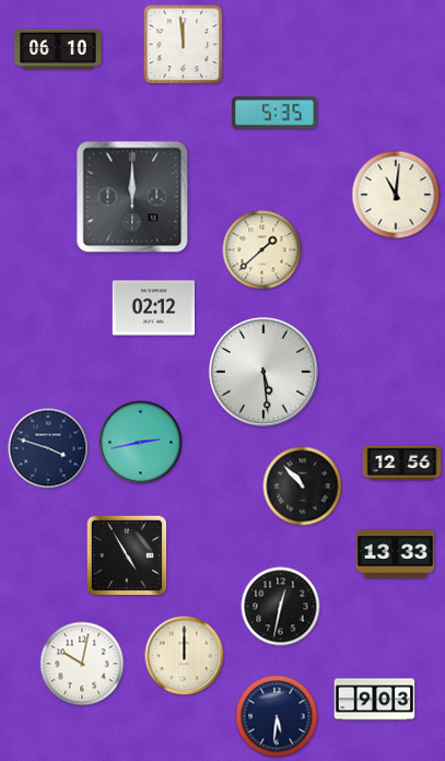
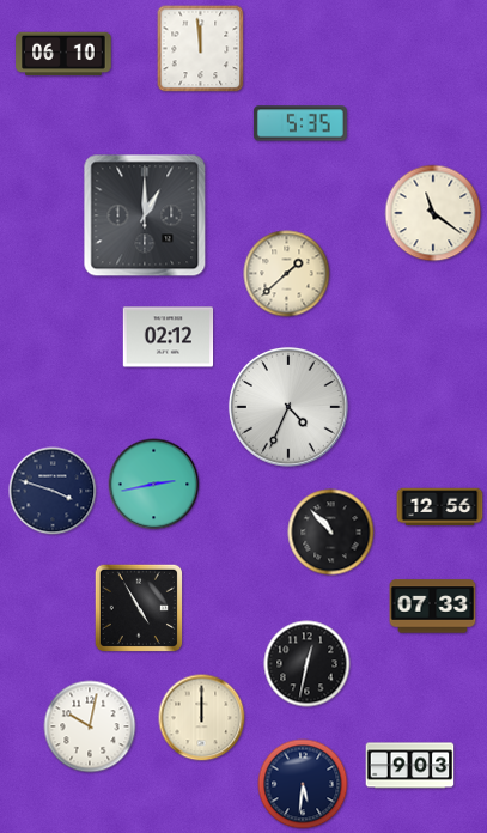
clock at (396, 195): 11:01 -> 11:21
clock at (132, 197): 12:00 -> 1:00
clock at (264, 372): 5:29 -> 4:34
clock at (396, 554): 13:33 -> 07:33
